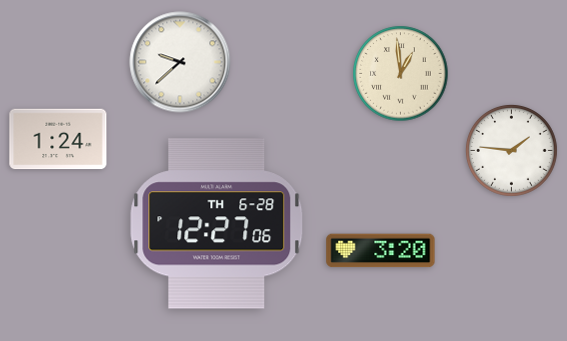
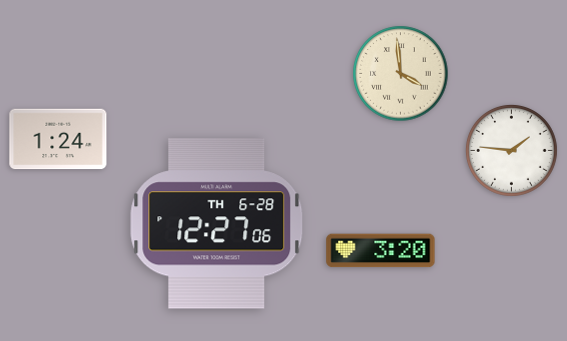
clock at (180, 62): 9:38 -> none
clock at (401, 74): 12:59 -> 3:59
